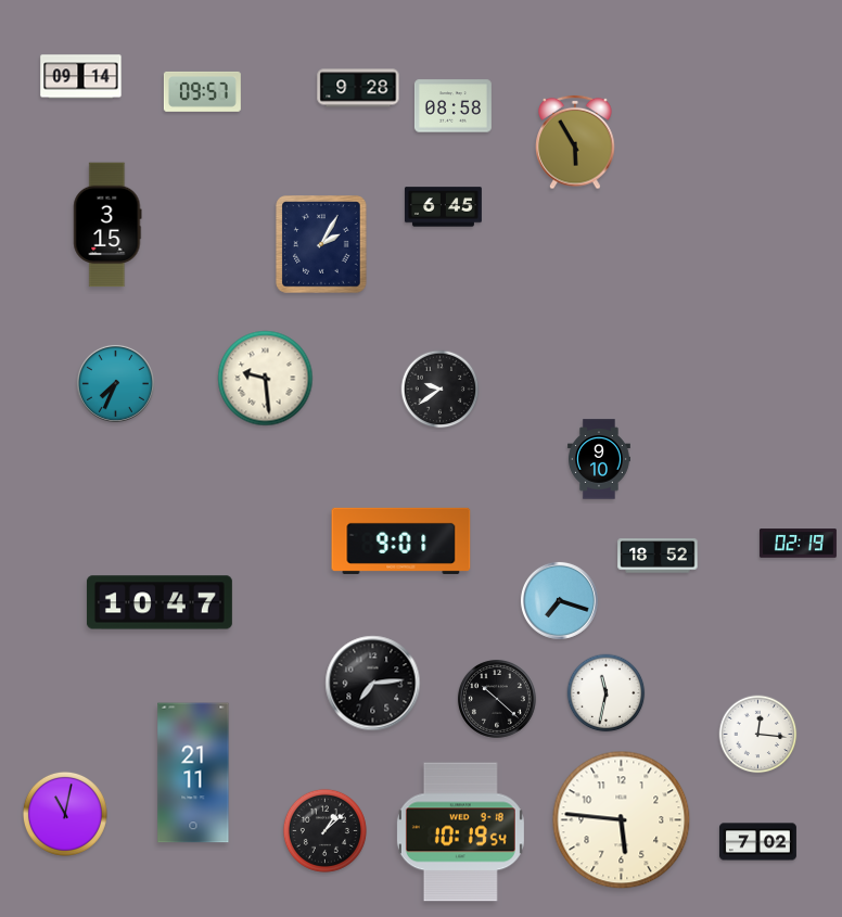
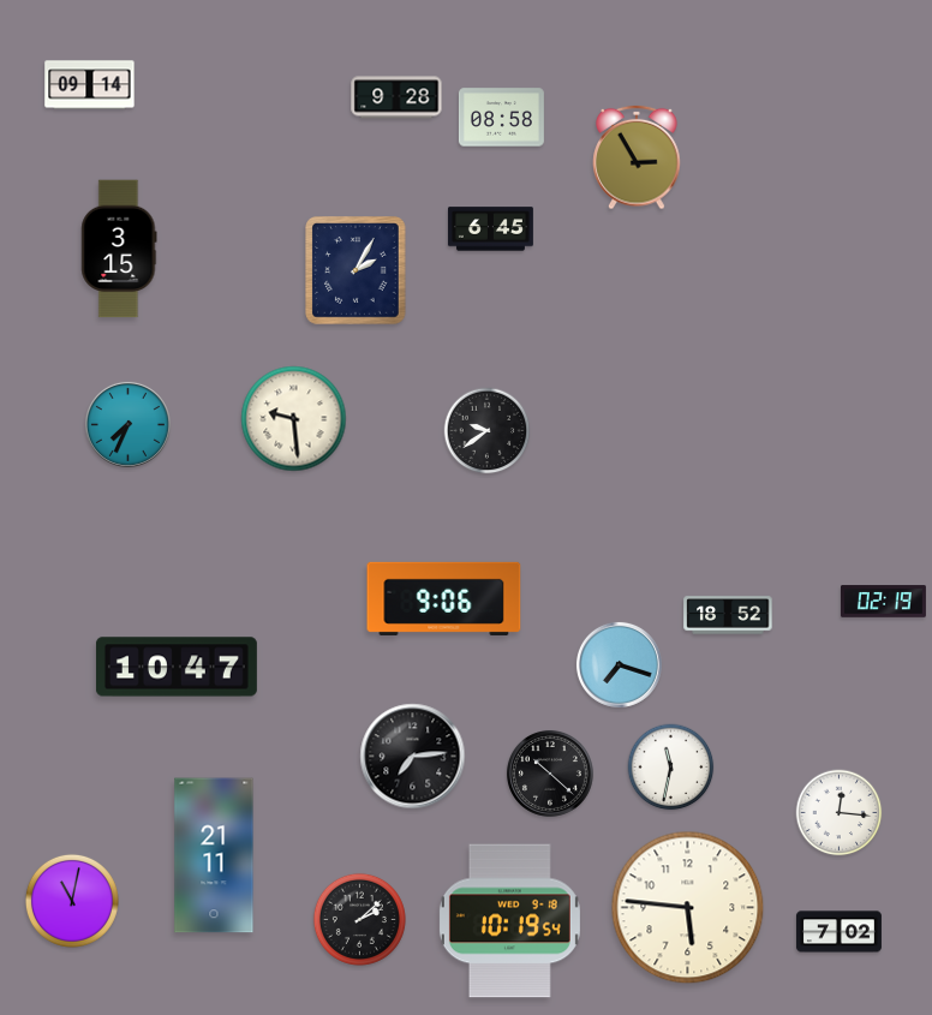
clock at (202, 91): 09:57 -> none
clock at (575, 142): 5:55 -> 2:55
clock at (599, 459): 9:10 -> none
clock at (401, 540): 9:01 -> 9:06
clock at (324, 830): 1:08 -> 2:08
